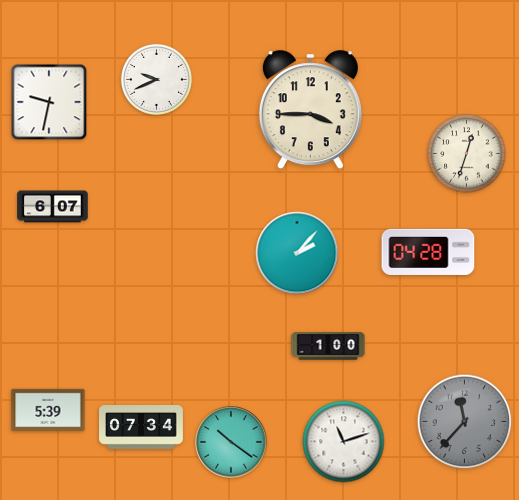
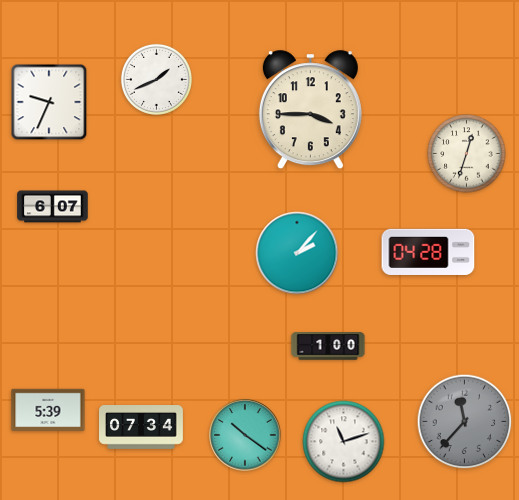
clock at (156, 79): 9:41 -> 1:41
clock at (49, 102): 9:32 -> 9:34
clock at (231, 442) position: (231, 442) -> (245, 435)
